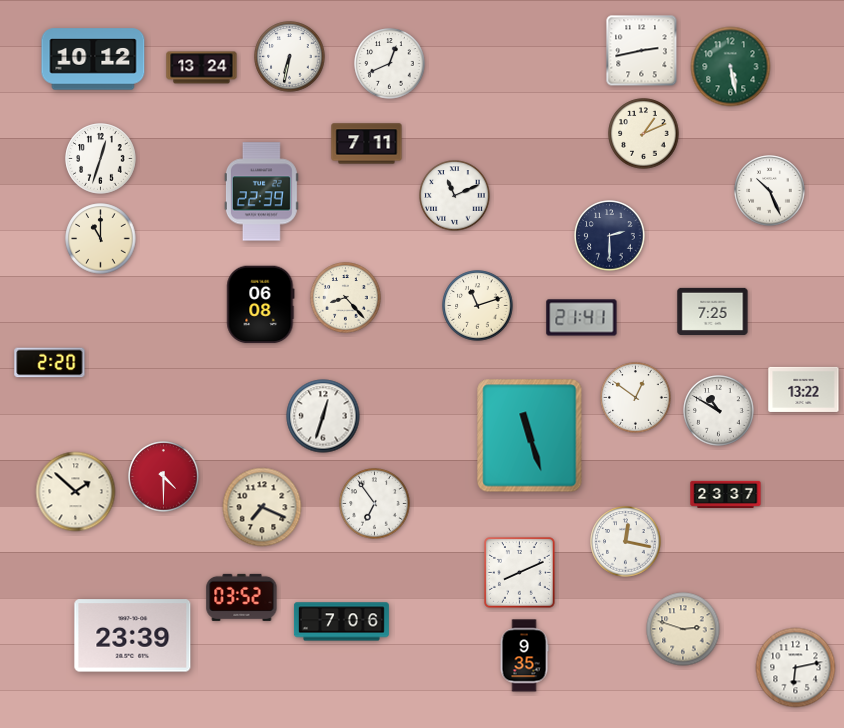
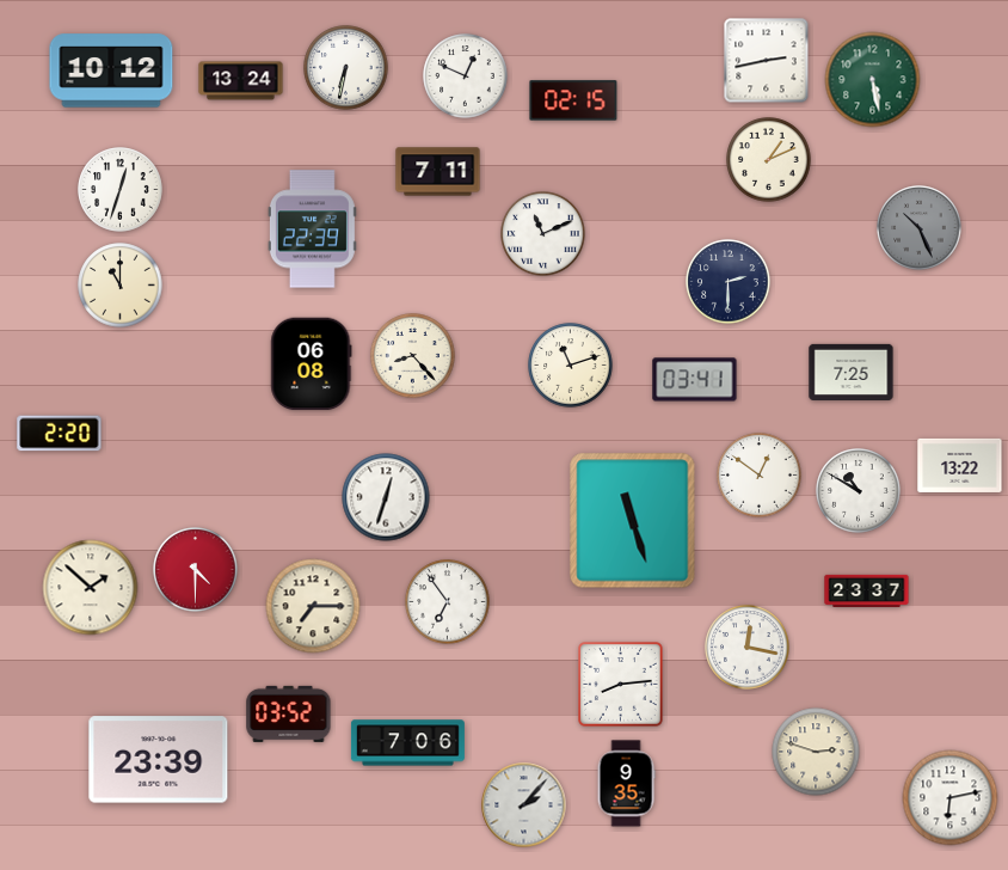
clock at (390, 64): 12:41 -> 12:49
clock at (573, 100): none -> 02:15
clock at (770, 191) dial: white -> grey
clock at (582, 318): 21:41 -> 03:41
clock at (262, 507): 7:19 -> 7:15
clock at (520, 573): 8:11 -> 8:14
clock at (524, 805): none -> 2:07
